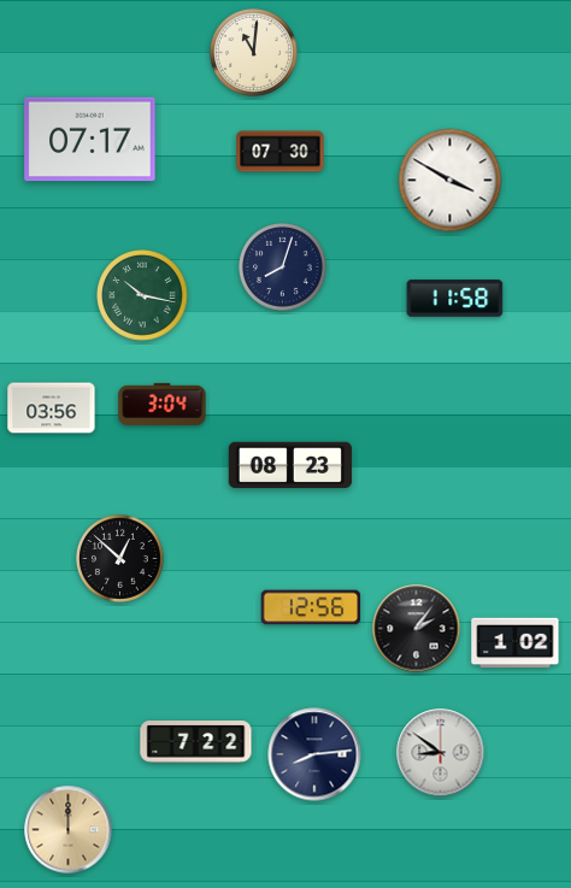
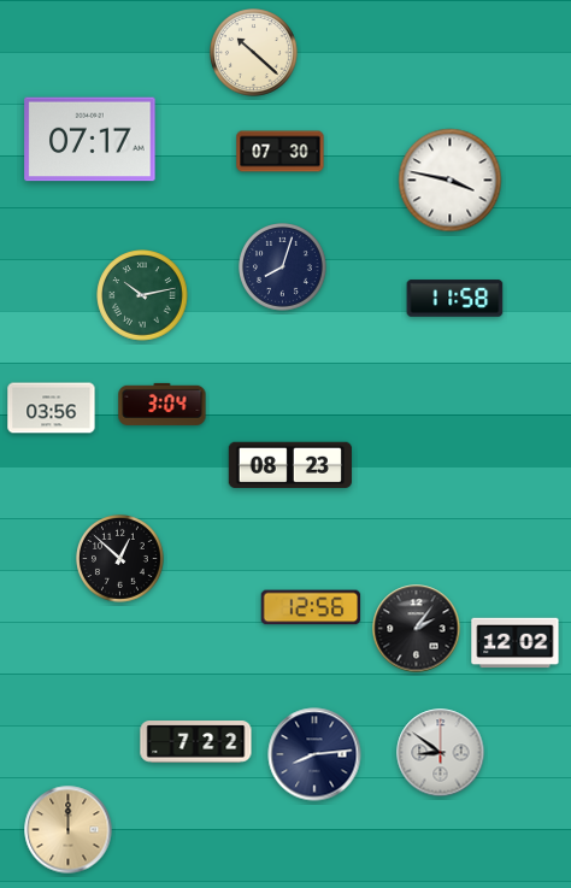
clock at (254, 53): 11:01 -> 10:22
clock at (451, 181): 3:50 -> 3:47
clock at (142, 295): 10:17 -> 10:13
clock at (516, 643): 1:02 -> 12:02
